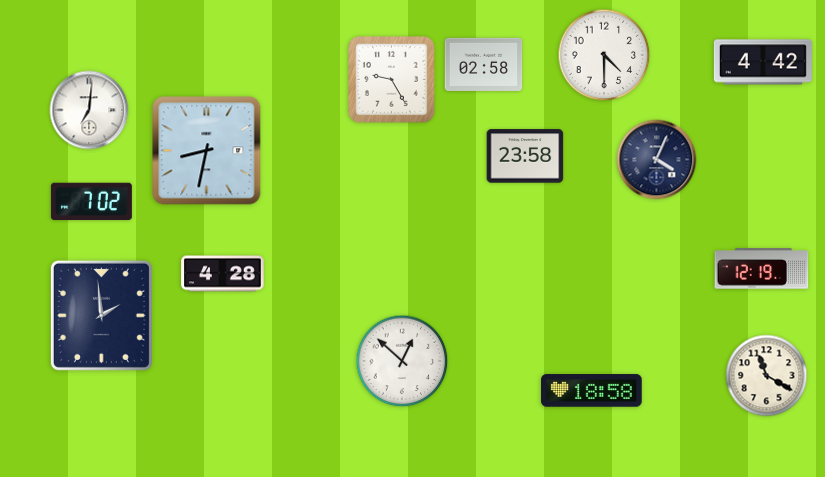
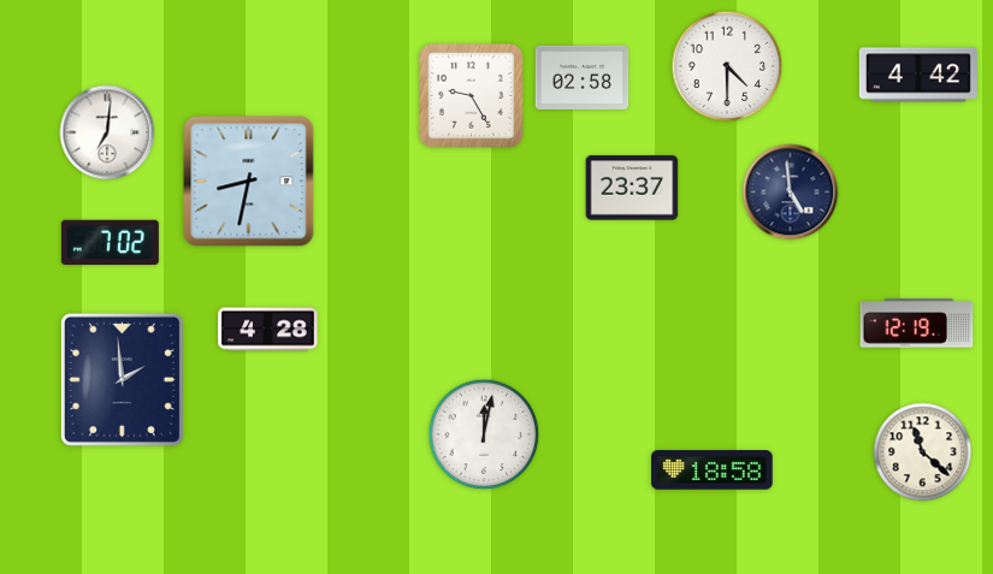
clock at (525, 156): 23:58 -> 23:37
clock at (657, 160): 4:04 -> 4:59
clock at (402, 361): 12:52 -> 12:02
clock at (767, 376): 11:20 -> 11:22
